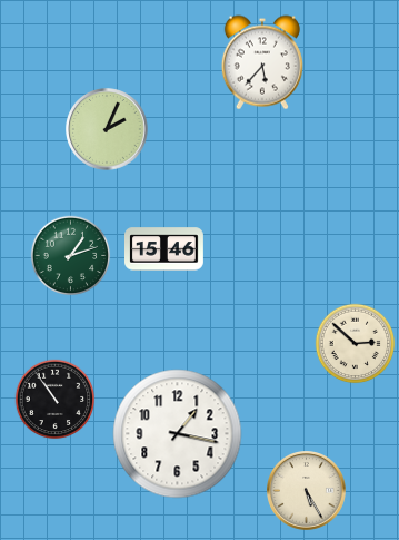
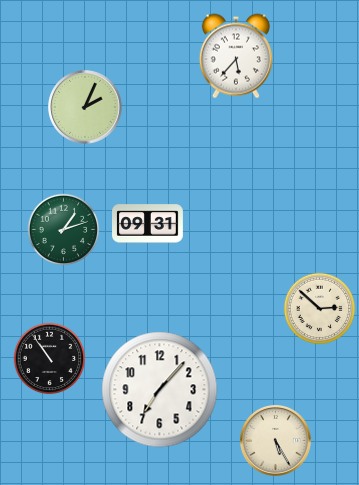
clock at (107, 129) position: (107, 129) -> (85, 107)
clock at (164, 249): 15:46 -> 09:31
clock at (178, 434): 1:17 -> 7:07
